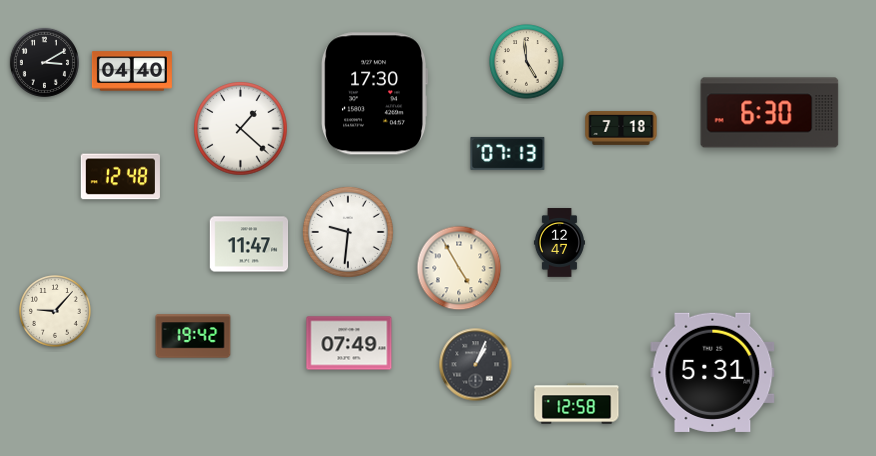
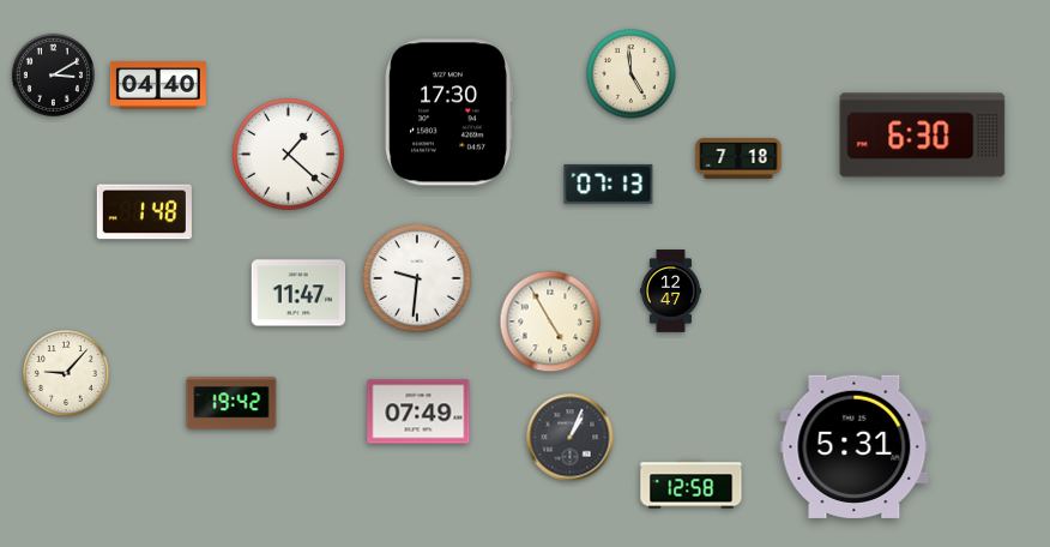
clock at (621, 129) position: (621, 129) -> (738, 160)
clock at (120, 177): 12:48 -> 1:48
